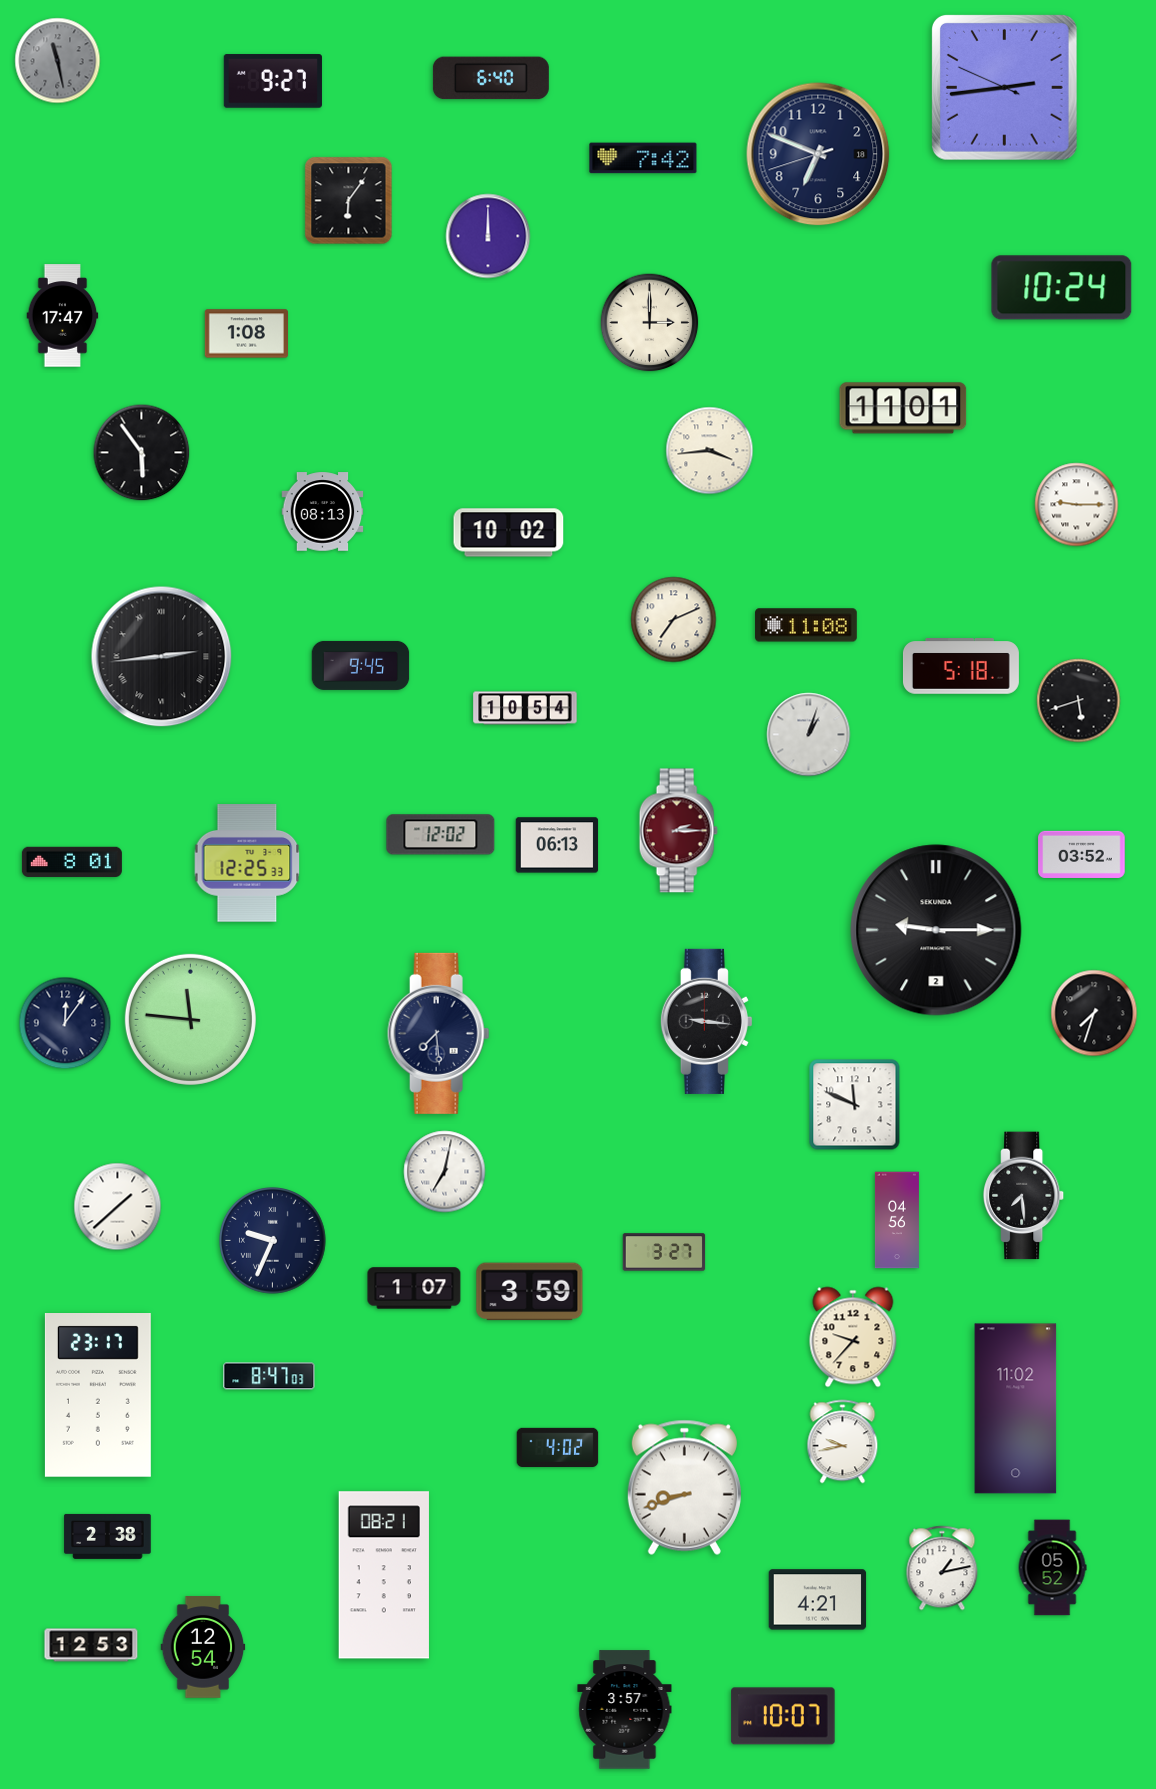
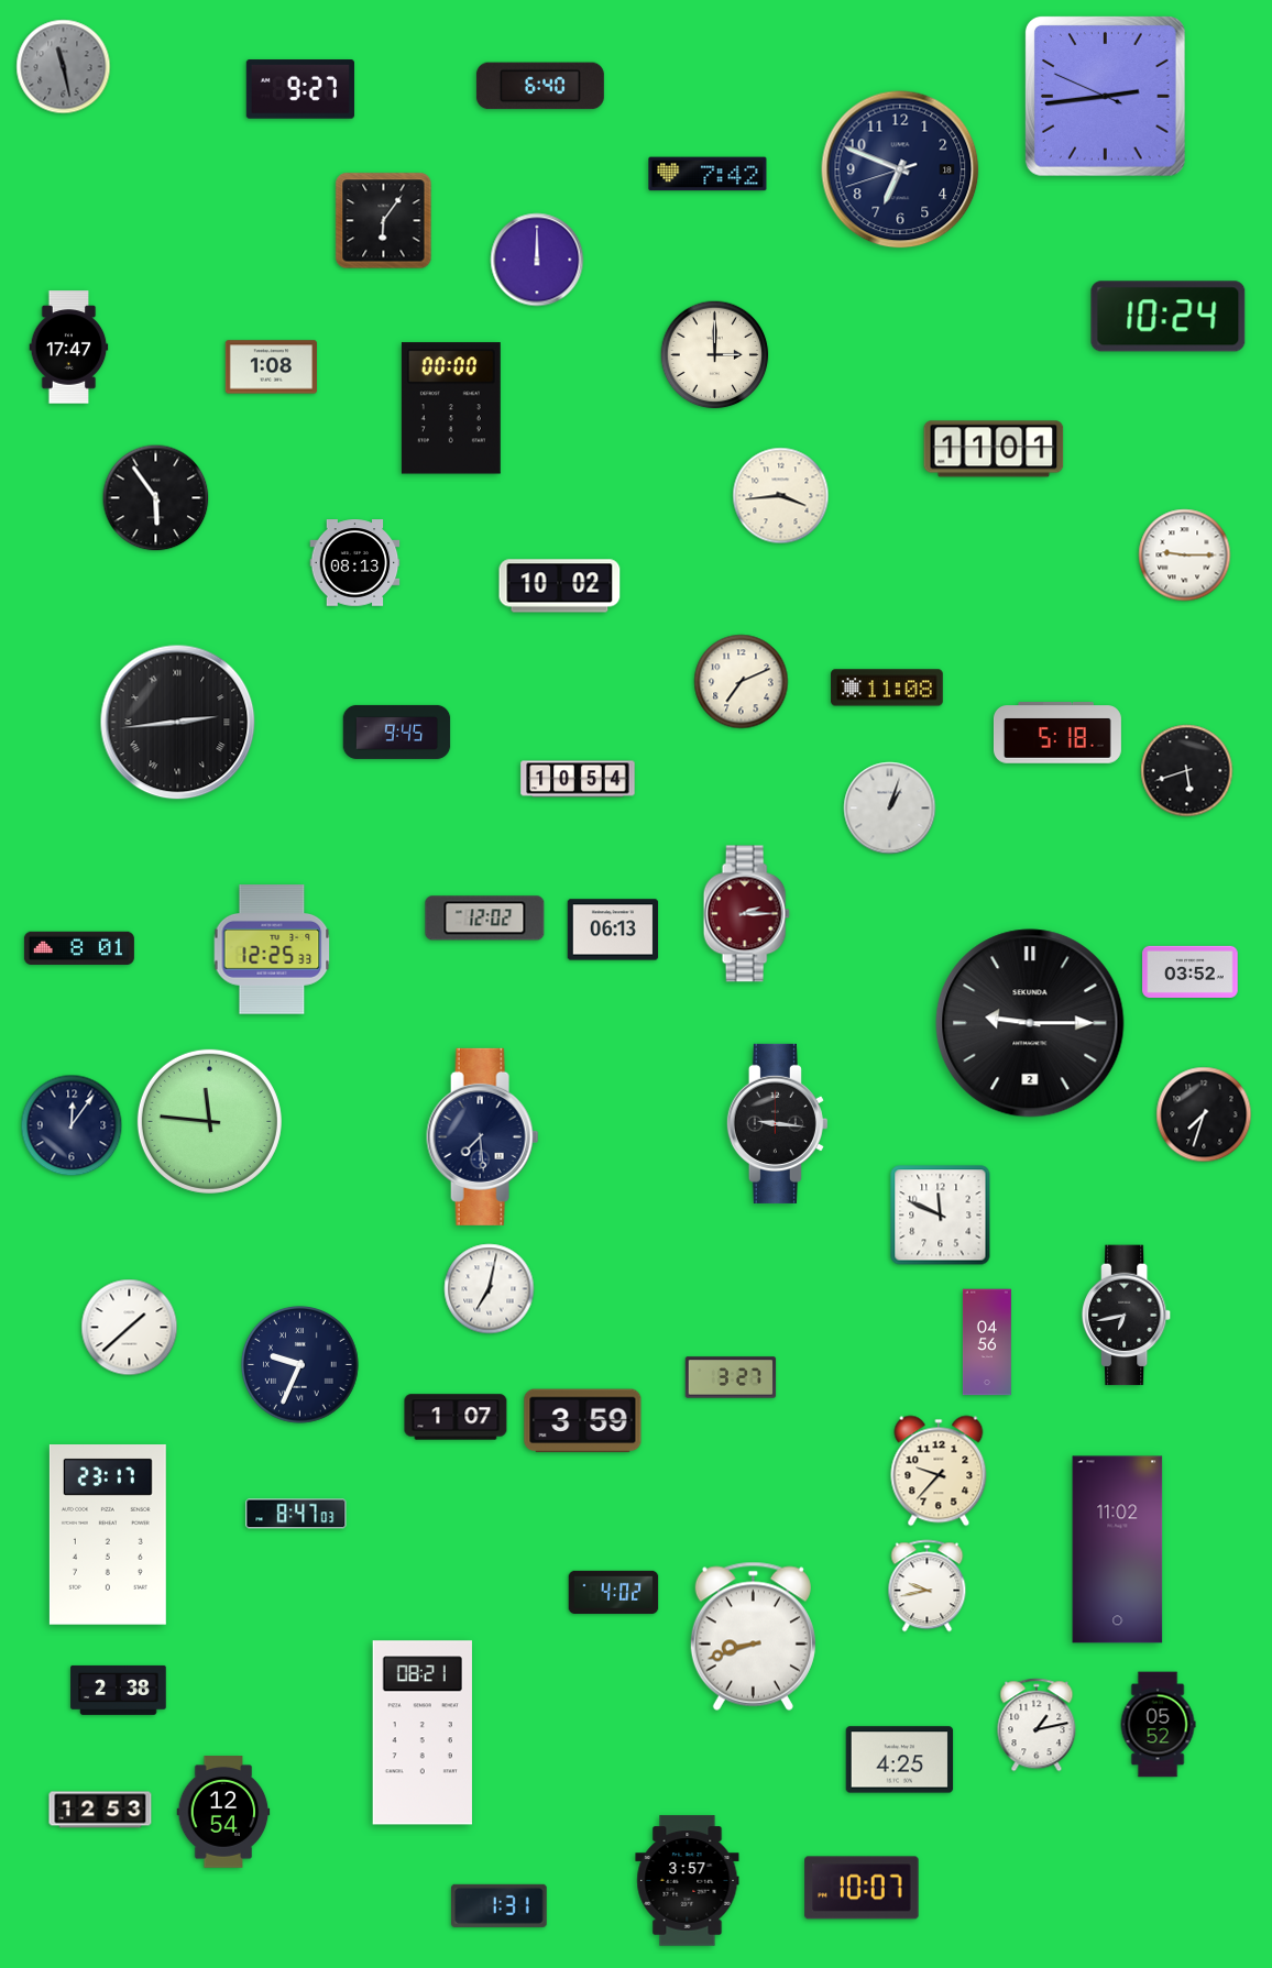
clock at (451, 408): none -> 00:00
clock at (1082, 854) position: (1082, 854) -> (1191, 971)
clock at (1025, 1196): 7:29 -> 6:43
clock at (818, 1600): 4:21 -> 4:25
clock at (500, 1905): none -> 1:31
